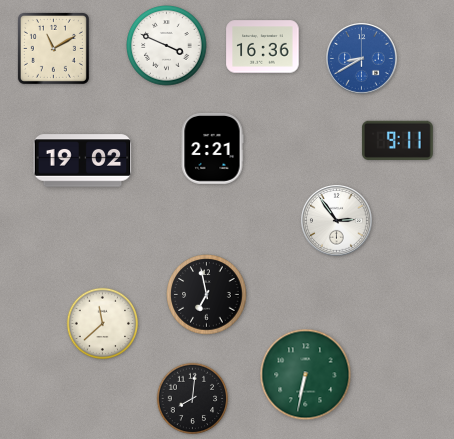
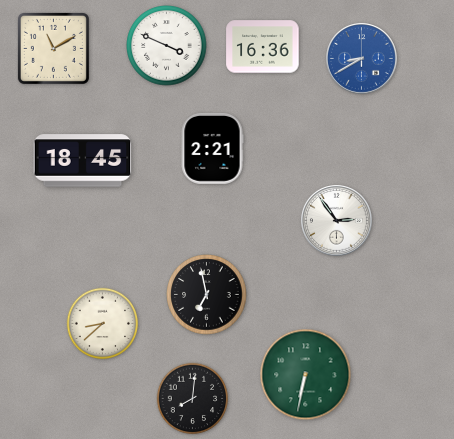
clock at (397, 140): 9:11 -> none
clock at (83, 161): 19:02 -> 18:45
clock at (103, 324): 11:38 -> 8:38
